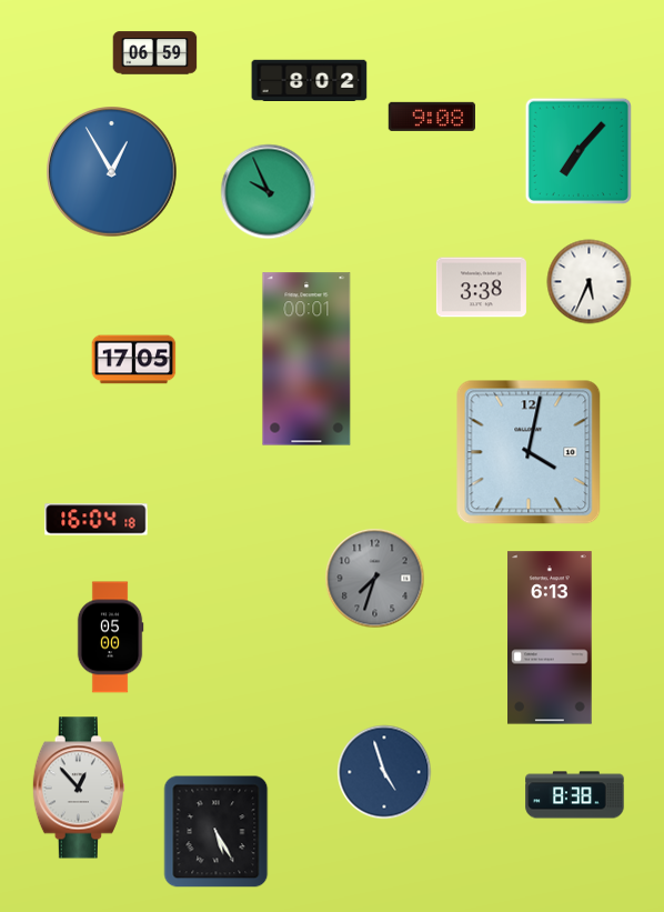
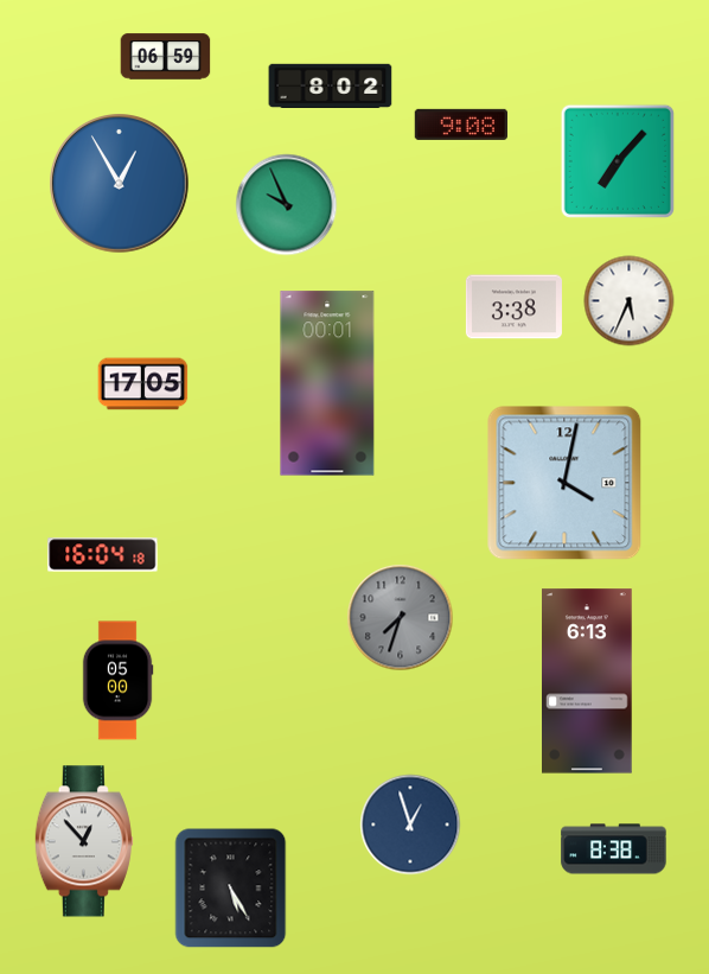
clock at (384, 772): 4:57 -> 12:57
